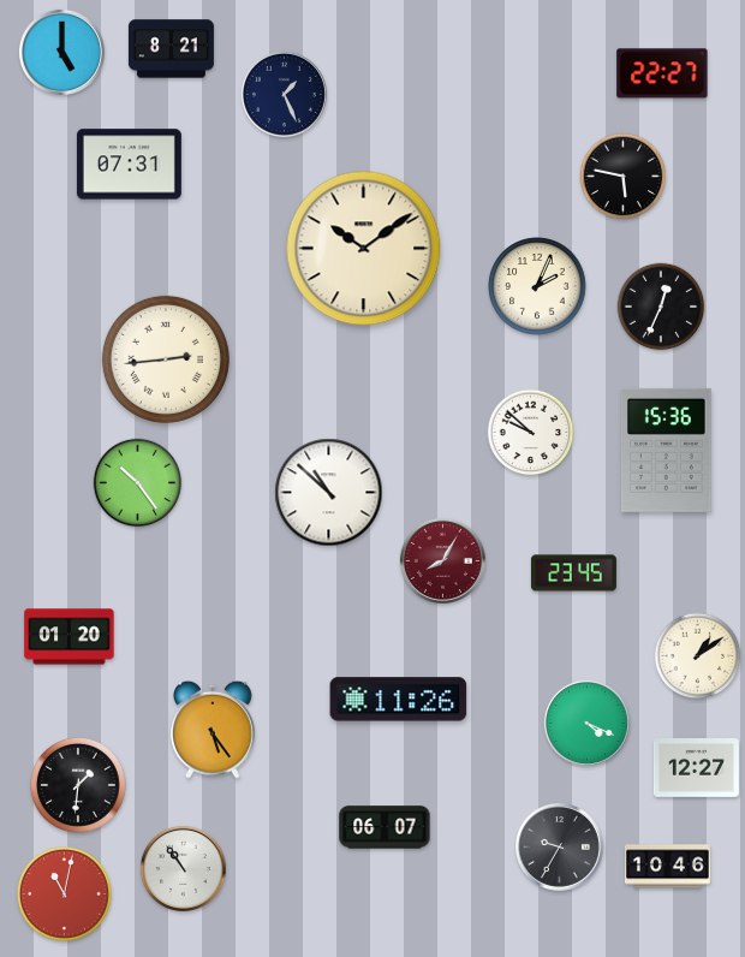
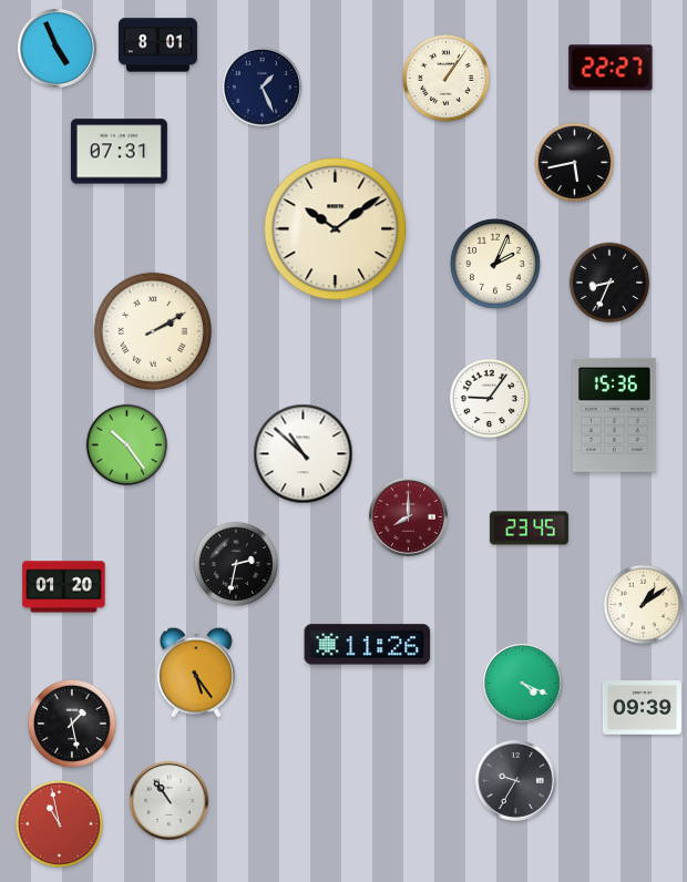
clock at (171, 49): 8:21 -> 8:01
clock at (61, 52): 5:00 -> 4:56
clock at (445, 78): none -> 1:06
clock at (624, 177): 5:47 -> 5:43
clock at (661, 307): 12:34 -> 8:34
clock at (166, 359): 2:44 -> 2:10
clock at (531, 433): 9:52 -> 9:06
clock at (442, 560): 8:05 -> 8:00
clock at (236, 564): none -> 2:32
clock at (586, 723) position: (586, 723) -> (522, 683)
clock at (696, 768): 12:27 -> 09:39
clock at (79, 786): 1:31 -> 1:28
clock at (385, 827): 06:07 -> none
clock at (667, 867): 10:46 -> none
clock at (64, 893): 11:02 -> 10:58
